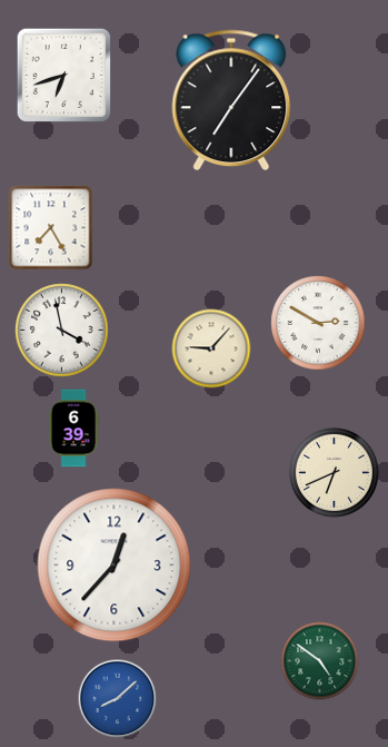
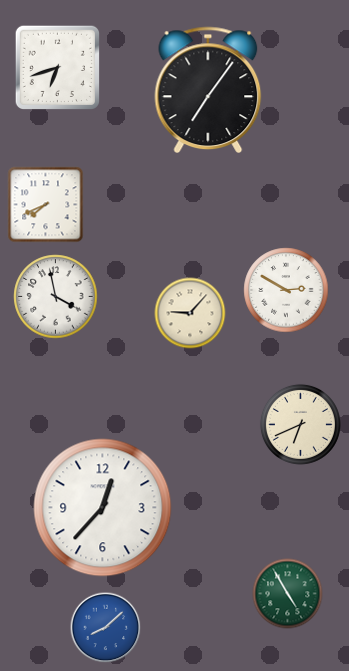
clock at (51, 228): 7:25 -> 7:41
clock at (73, 429): 6:39 -> none
clock at (320, 661): 4:51 -> 4:55
